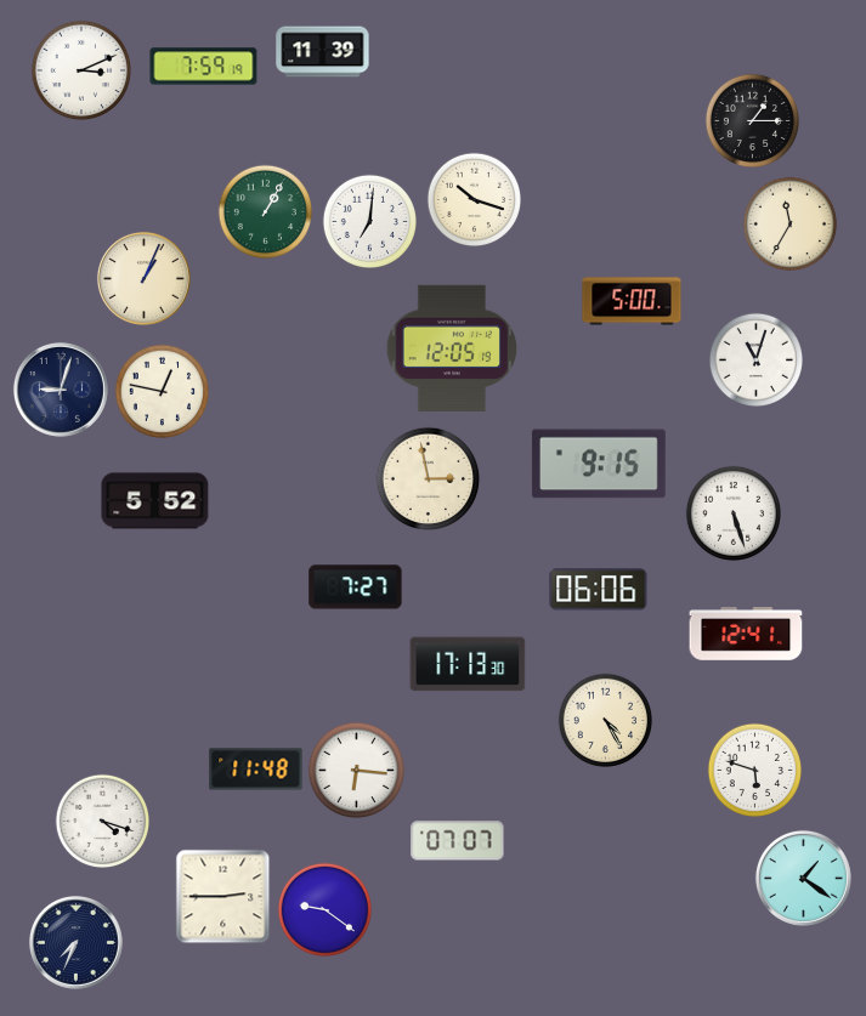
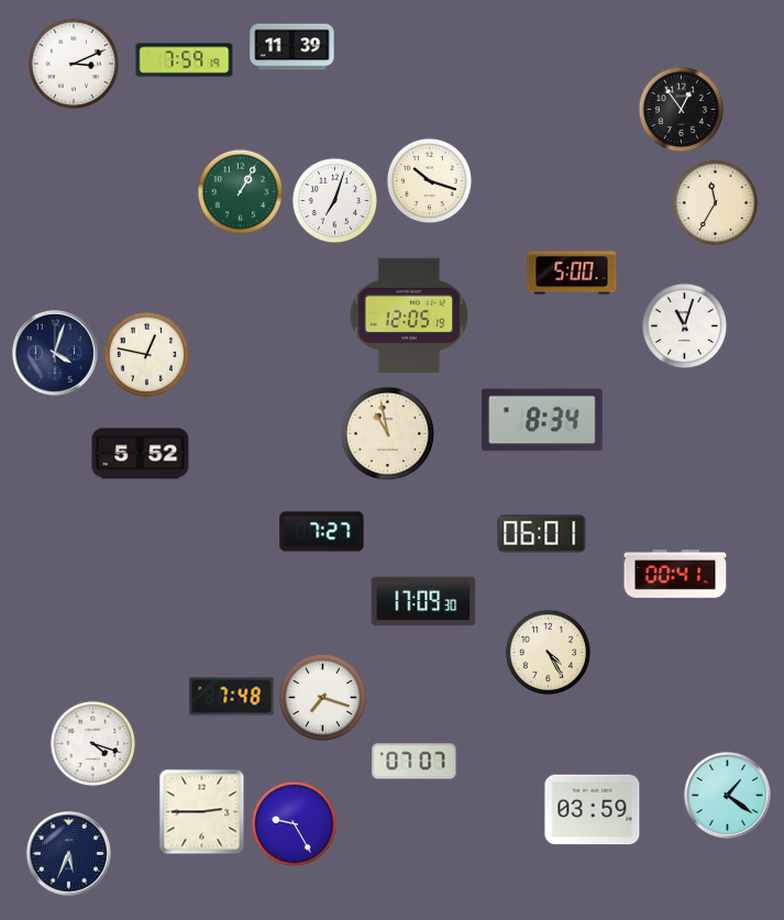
clock at (752, 120): 1:15 -> 12:54
clock at (369, 221): 7:01 -> 7:03
clock at (143, 278): 1:04 -> none
clock at (61, 390): 9:03 -> 4:03
clock at (599, 464): 9:15 -> 8:34
clock at (428, 478): 2:58 -> 10:58
clock at (732, 512): 5:27 -> none
clock at (599, 590): 06:06 -> 06:01
clock at (746, 634): 12:41 -> 00:41
clock at (468, 664): 17:13 -> 17:09
clock at (256, 770): 11:48 -> 7:48
clock at (356, 770): 6:16 -> 7:18
clock at (754, 770): 5:48 -> none
clock at (593, 810): none -> 03:59
clock at (324, 909): 9:21 -> 9:25
clock at (75, 942): 7:34 -> 5:34
